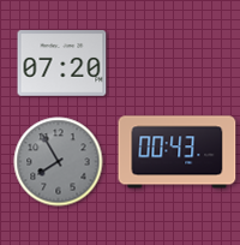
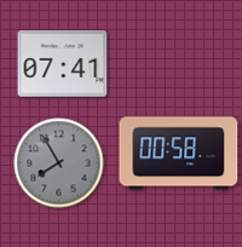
clock at (62, 64): 07:20 -> 07:41
clock at (178, 153): 00:43 -> 00:58
